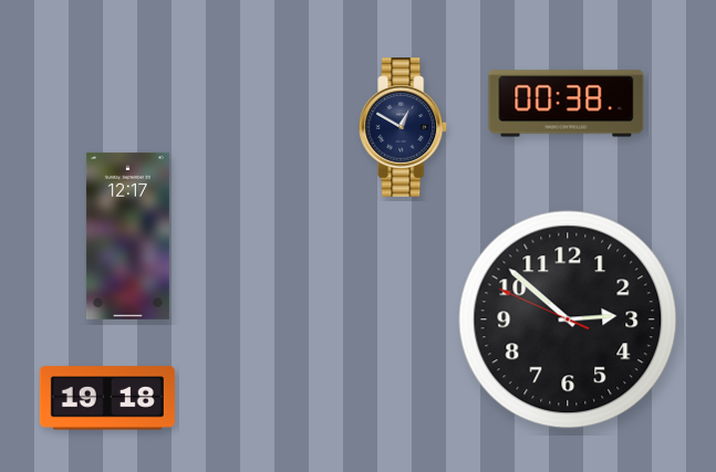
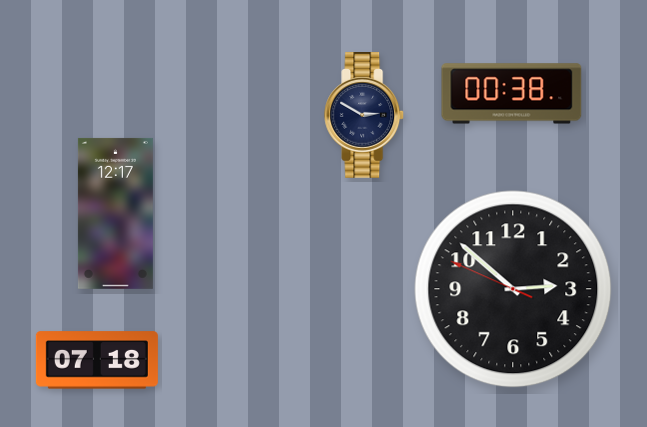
clock at (404, 128): 12:50 -> 2:50
clock at (107, 398): 19:18 -> 07:18
